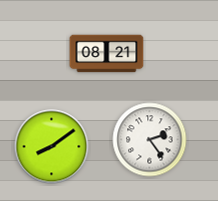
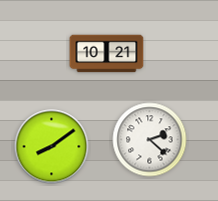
clock at (107, 54): 08:21 -> 10:21
clock at (150, 140): 2:24 -> 2:22
